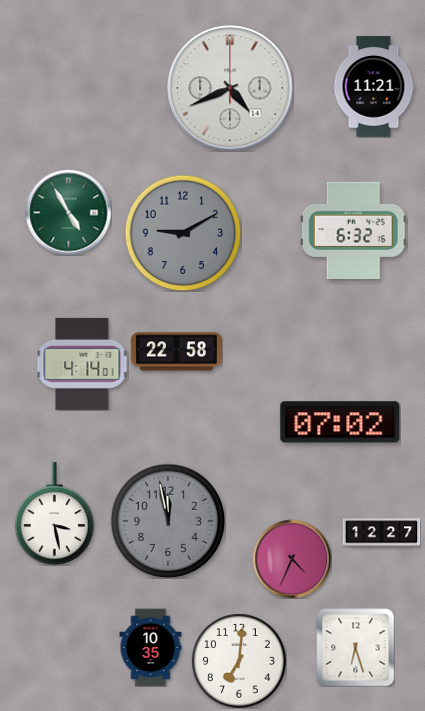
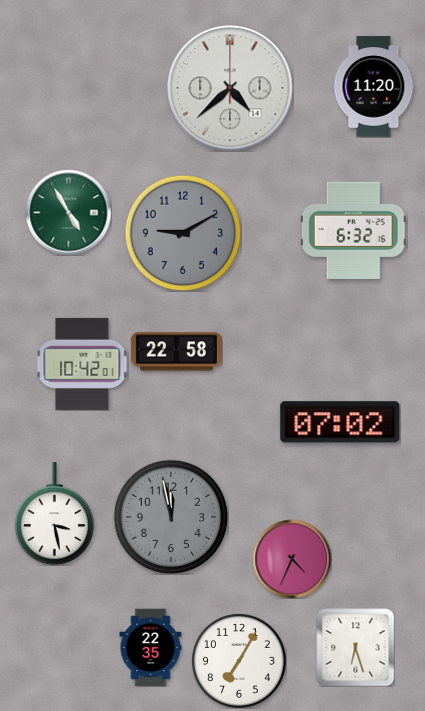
clock at (374, 87): 11:21 -> 11:20
clock at (230, 88): 4:41 -> 4:38
clock at (82, 364): 4:14 -> 10:42
clock at (168, 521) position: (168, 521) -> (171, 517)
clock at (381, 533): 12:27 -> none
clock at (151, 647): 10:35 -> 22:35
clock at (239, 661): 7:01 -> 7:05
